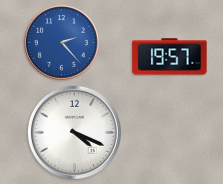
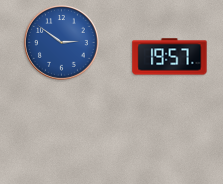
clock at (62, 43): 2:23 -> 2:51
clock at (74, 132): 4:19 -> none
